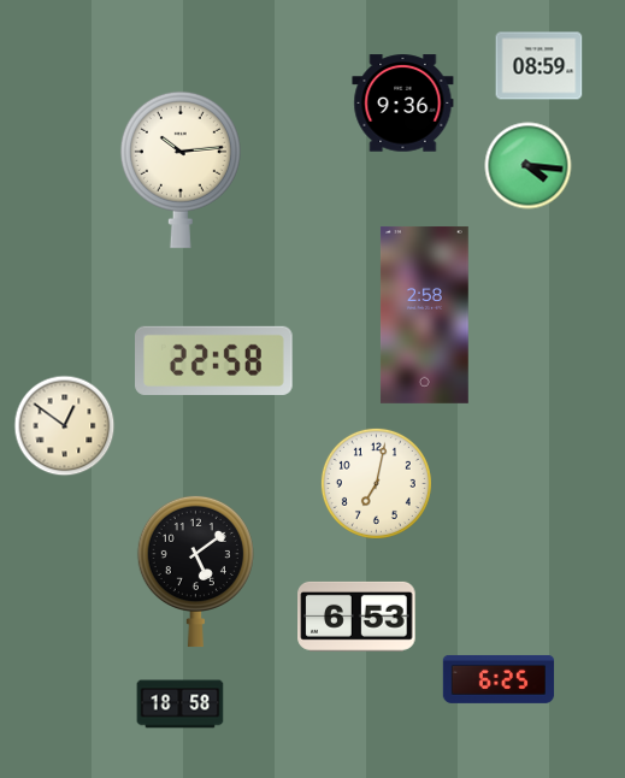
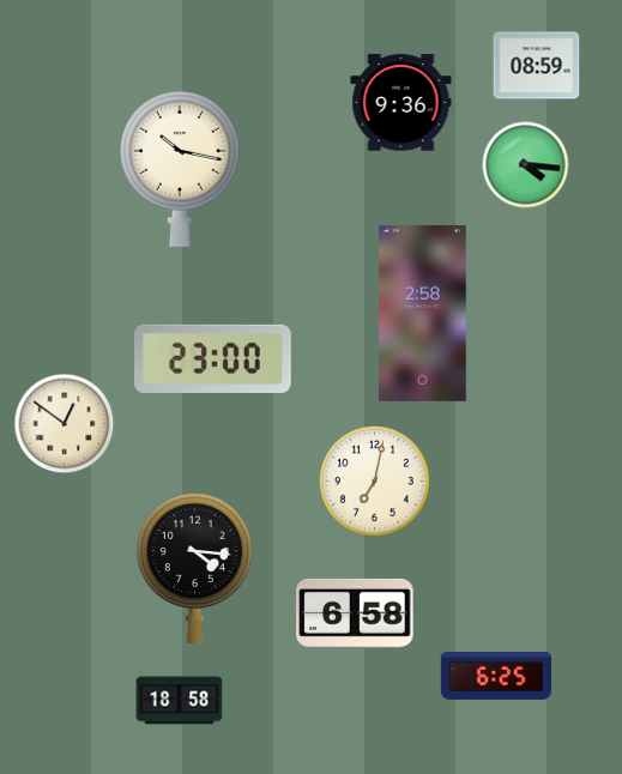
clock at (181, 170): 10:14 -> 10:17
clock at (214, 360): 22:58 -> 23:00
clock at (195, 571): 5:09 -> 4:16
clock at (356, 617): 6:53 -> 6:58
